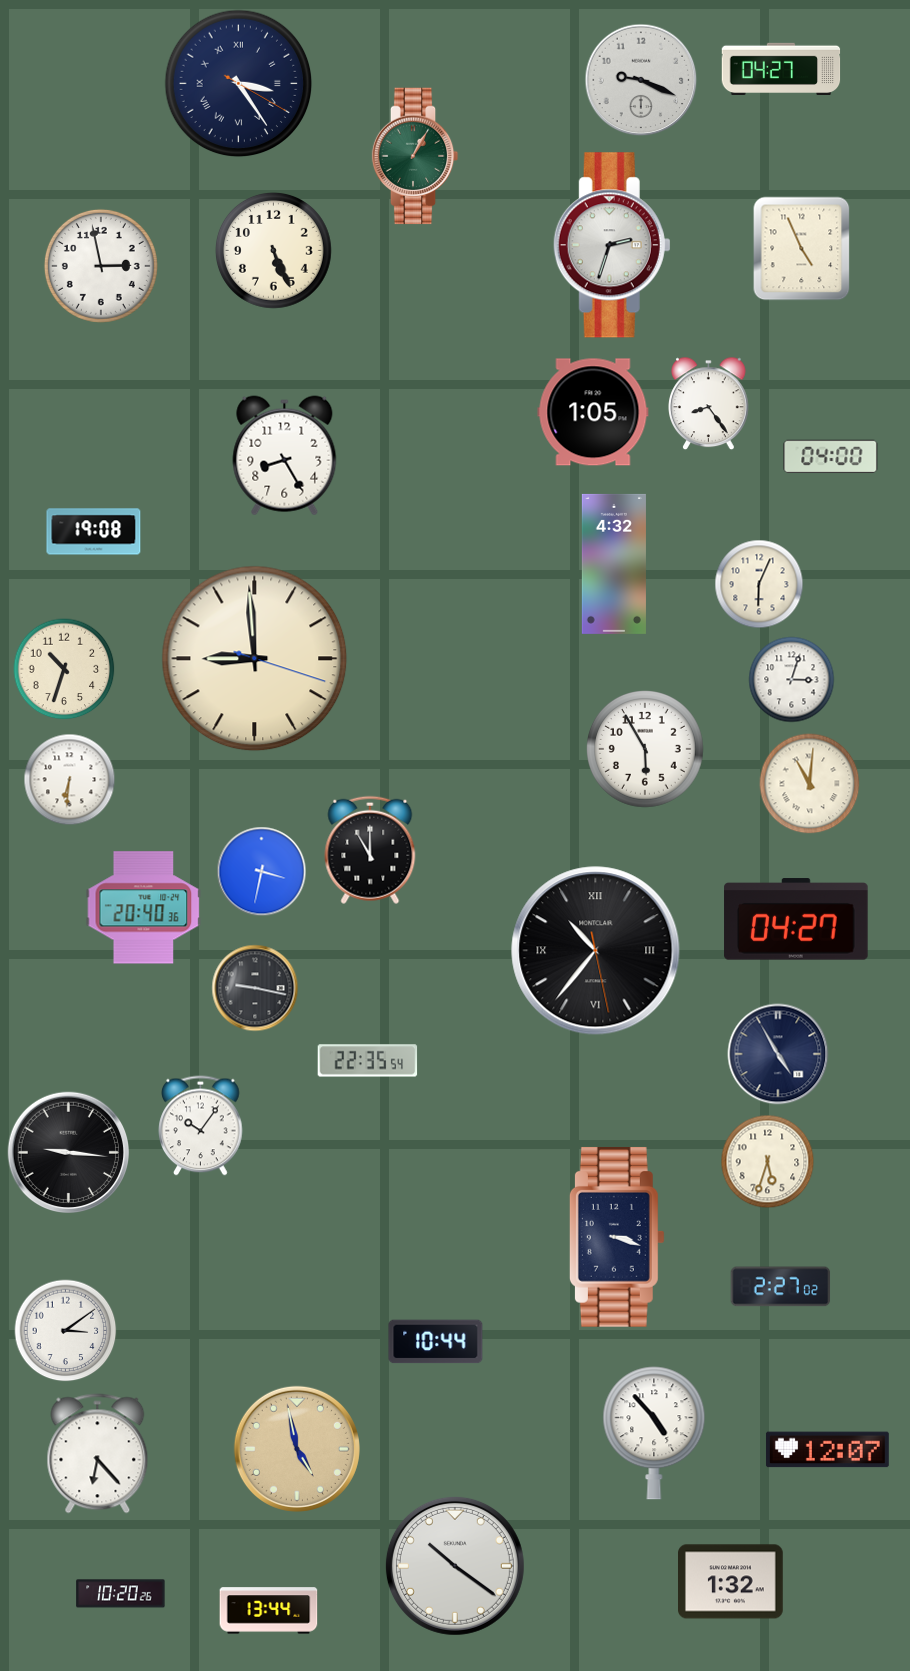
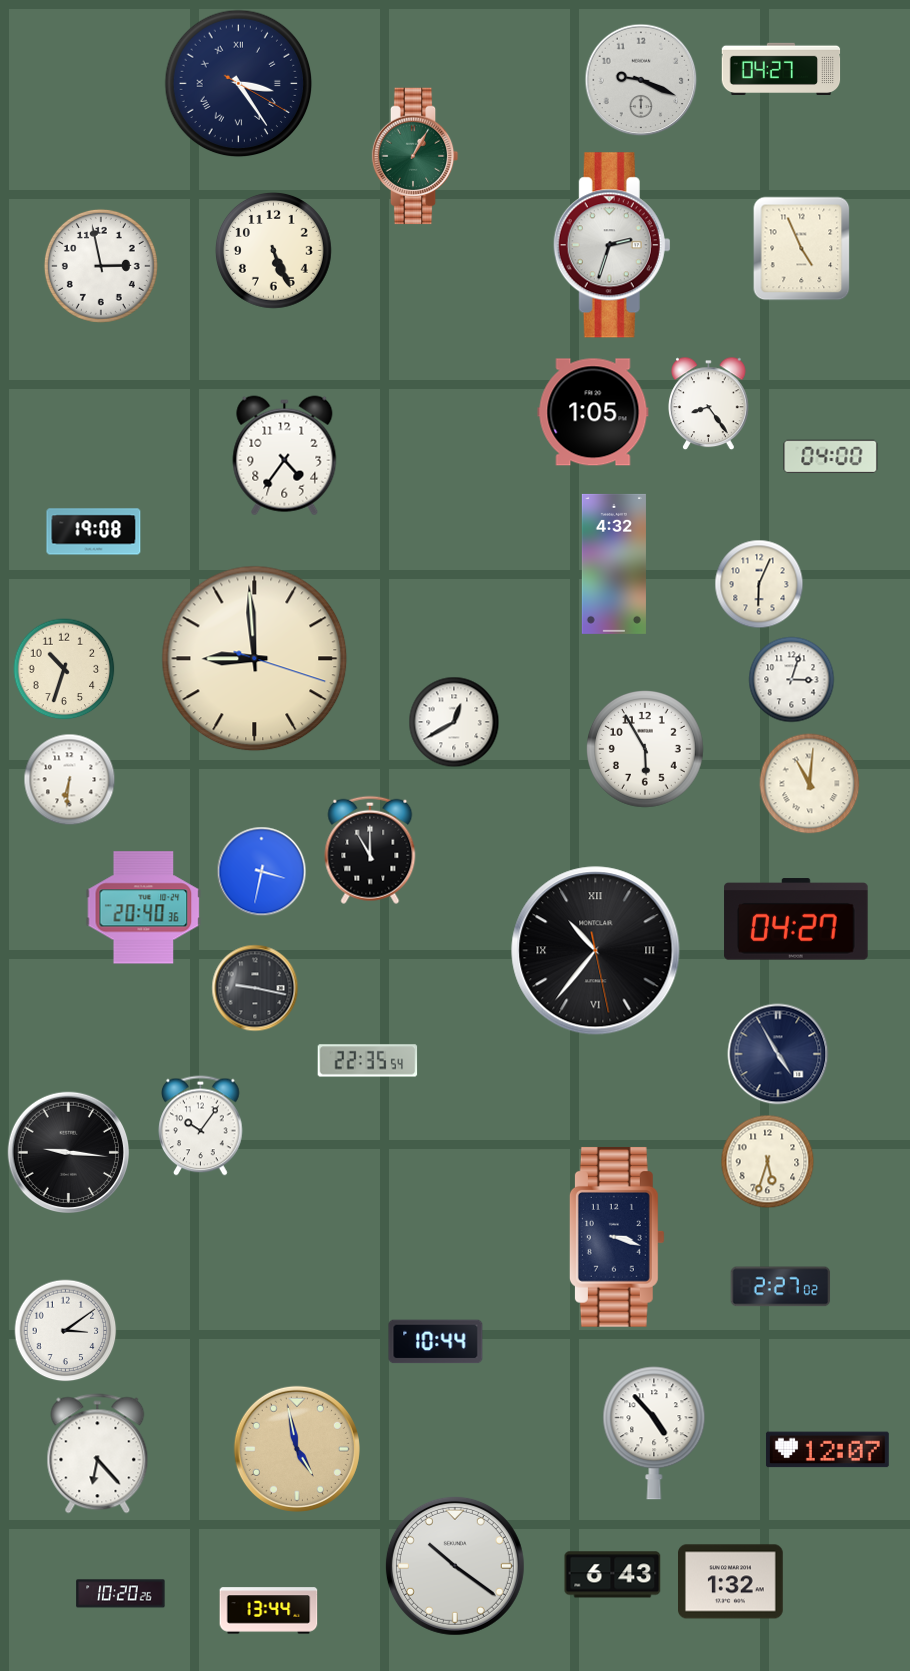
clock at (285, 456): 8:25 -> 4:36
clock at (454, 722): none -> 12:40
clock at (613, 1575): none -> 6:43
